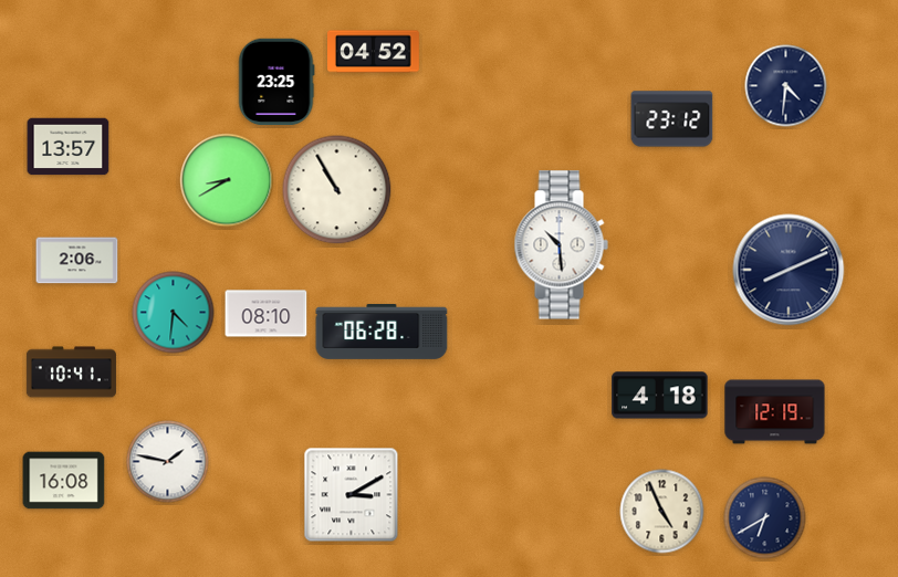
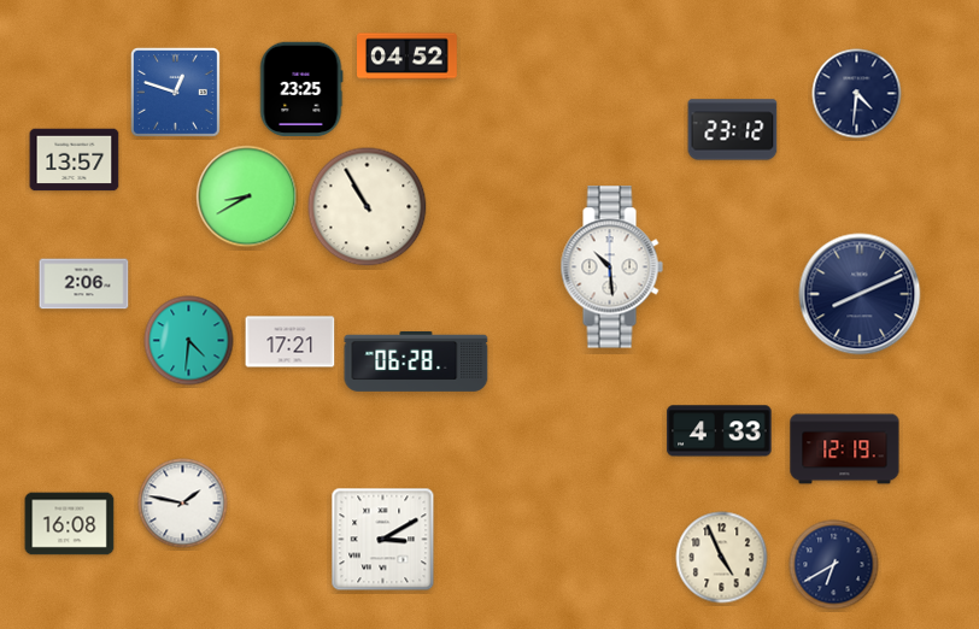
clock at (175, 92): none -> 12:48
clock at (267, 314): 08:10 -> 17:21
clock at (71, 373): 10:41 -> none
clock at (660, 396): 4:18 -> 4:33
